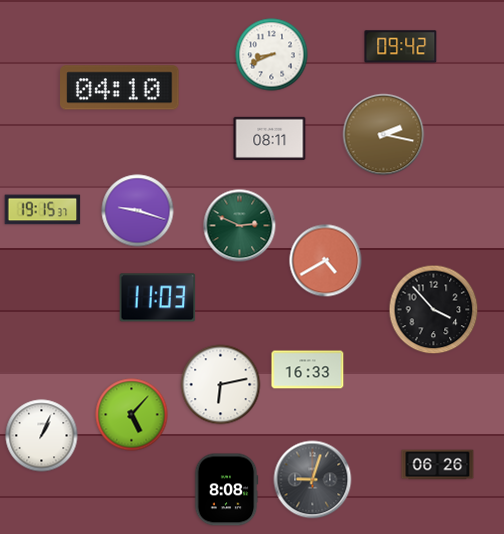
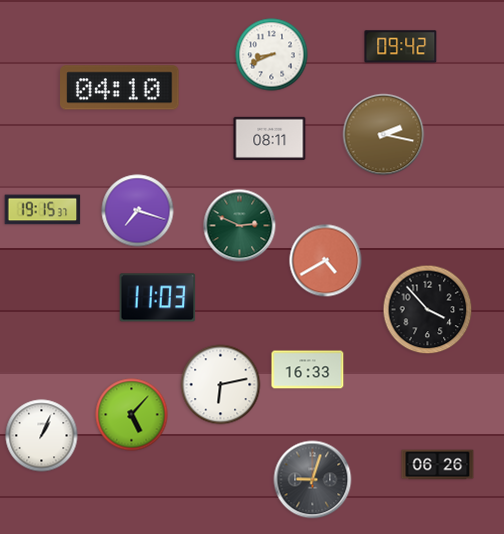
clock at (138, 211): 9:18 -> 7:18
clock at (434, 310) position: (434, 310) -> (428, 310)
clock at (226, 490): 8:08 -> none
